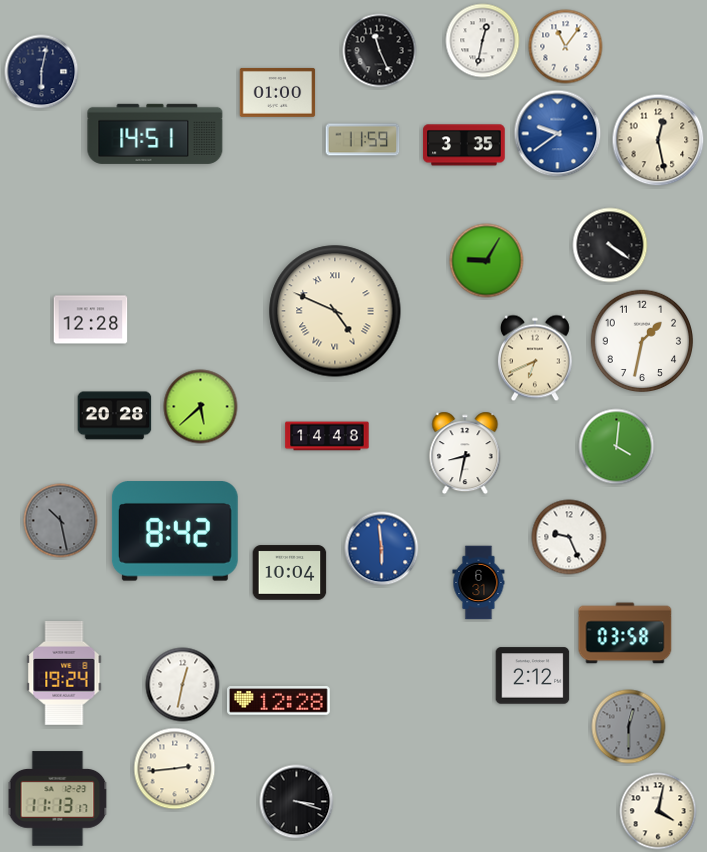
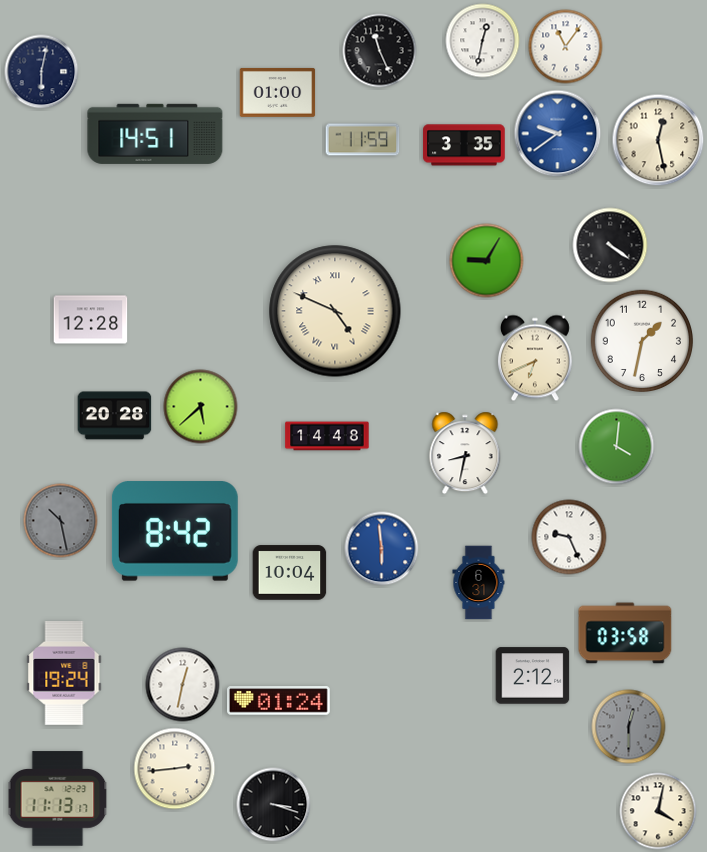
clock at (279, 701): 12:28 -> 01:24
clock at (297, 802) position: (297, 802) -> (274, 805)
